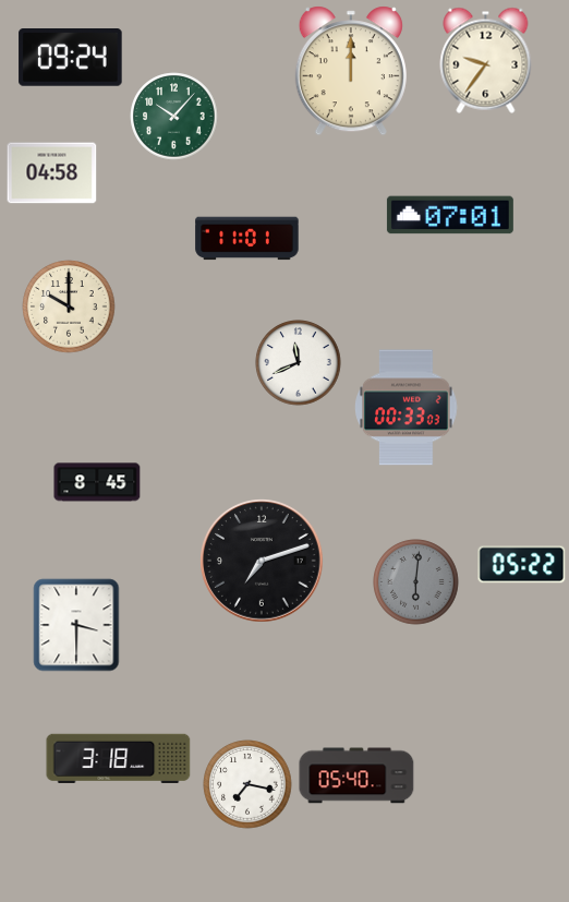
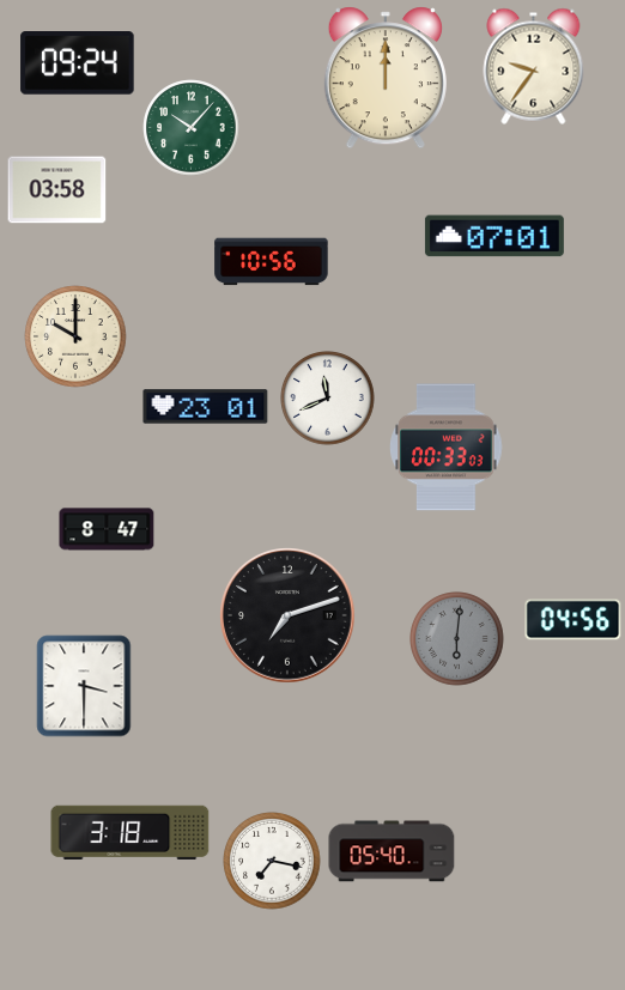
clock at (52, 173): 04:58 -> 03:58
clock at (247, 239): 11:01 -> 10:56
clock at (206, 407): none -> 23:01
clock at (97, 482): 8:45 -> 8:47
clock at (522, 565): 05:22 -> 04:56
